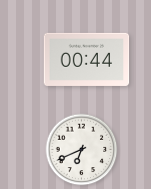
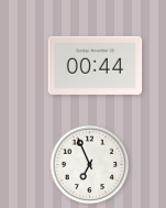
clock at (82, 150): 6:41 -> 6:56
